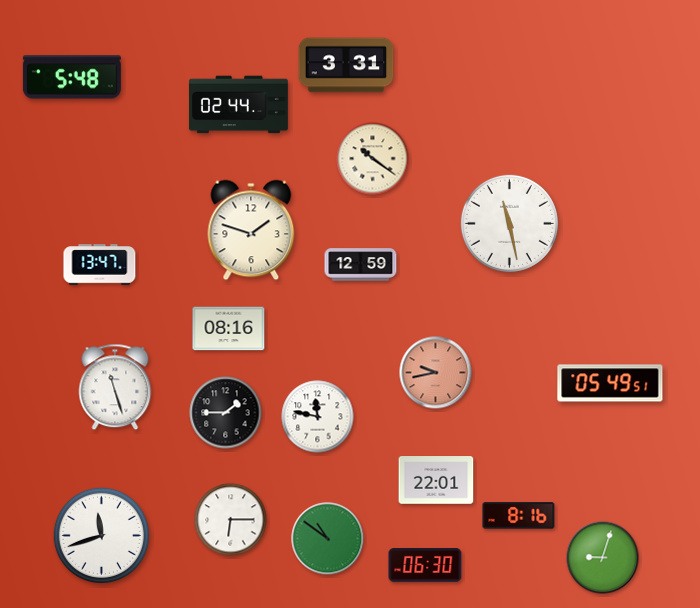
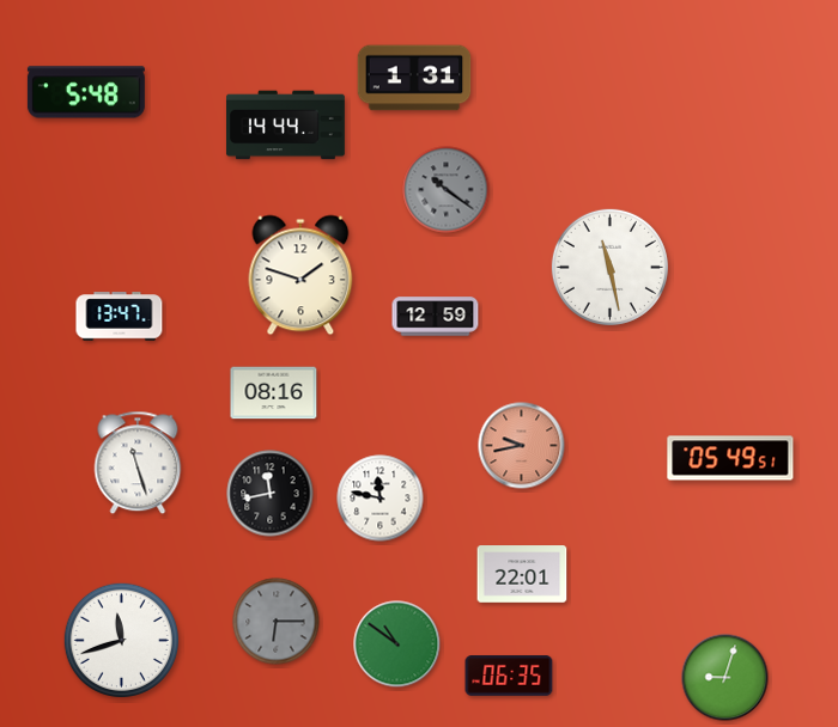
clock at (346, 65): 3:31 -> 1:31
clock at (239, 105): 02:44 -> 14:44
clock at (373, 159) dial: cream -> grey
clock at (361, 265) position: (361, 265) -> (436, 317)
clock at (226, 413): 1:45 -> 11:43
clock at (519, 516): 8:16 -> none
clock at (231, 520) dial: white -> grey
clock at (328, 539) position: (328, 539) -> (397, 644)
clock at (603, 558) position: (603, 558) -> (725, 678)
clock at (425, 565): 06:30 -> 06:35
